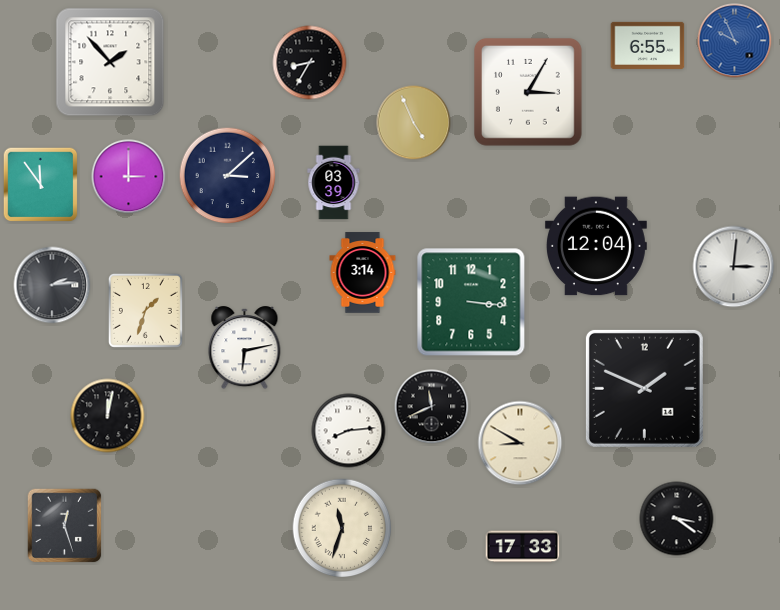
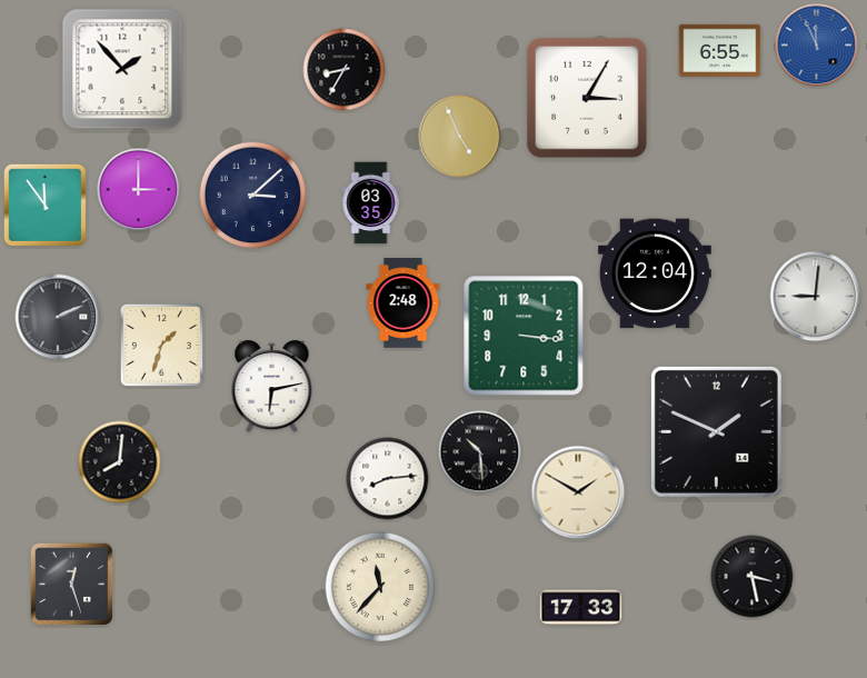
clock at (735, 41): 9:56 -> 11:56
clock at (528, 92) position: (528, 92) -> (587, 98)
clock at (129, 177) position: (129, 177) -> (139, 190)
clock at (334, 183): 03:39 -> 03:35
clock at (596, 246) position: (596, 246) -> (655, 273)
clock at (734, 267): 3:01 -> 9:01
clock at (363, 273): 3:14 -> 2:48
clock at (52, 285): 2:14 -> 2:11
clock at (432, 407): 11:41 -> 10:29
clock at (108, 416): 12:02 -> 8:01
clock at (520, 443): 8:50 -> 1:50
clock at (677, 519): 3:21 -> 3:28
clock at (342, 528): 11:33 -> 11:37
